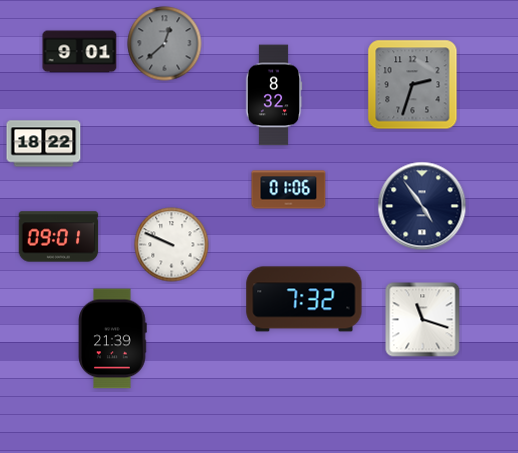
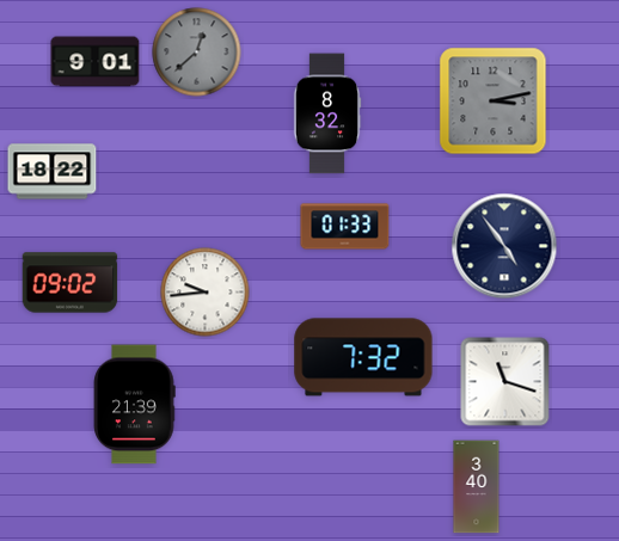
clock at (413, 85): 2:33 -> 3:13
clock at (289, 190): 01:06 -> 01:33
clock at (59, 237): 09:01 -> 09:02
clock at (172, 245): 9:49 -> 9:44
clock at (477, 487): none -> 3:40
